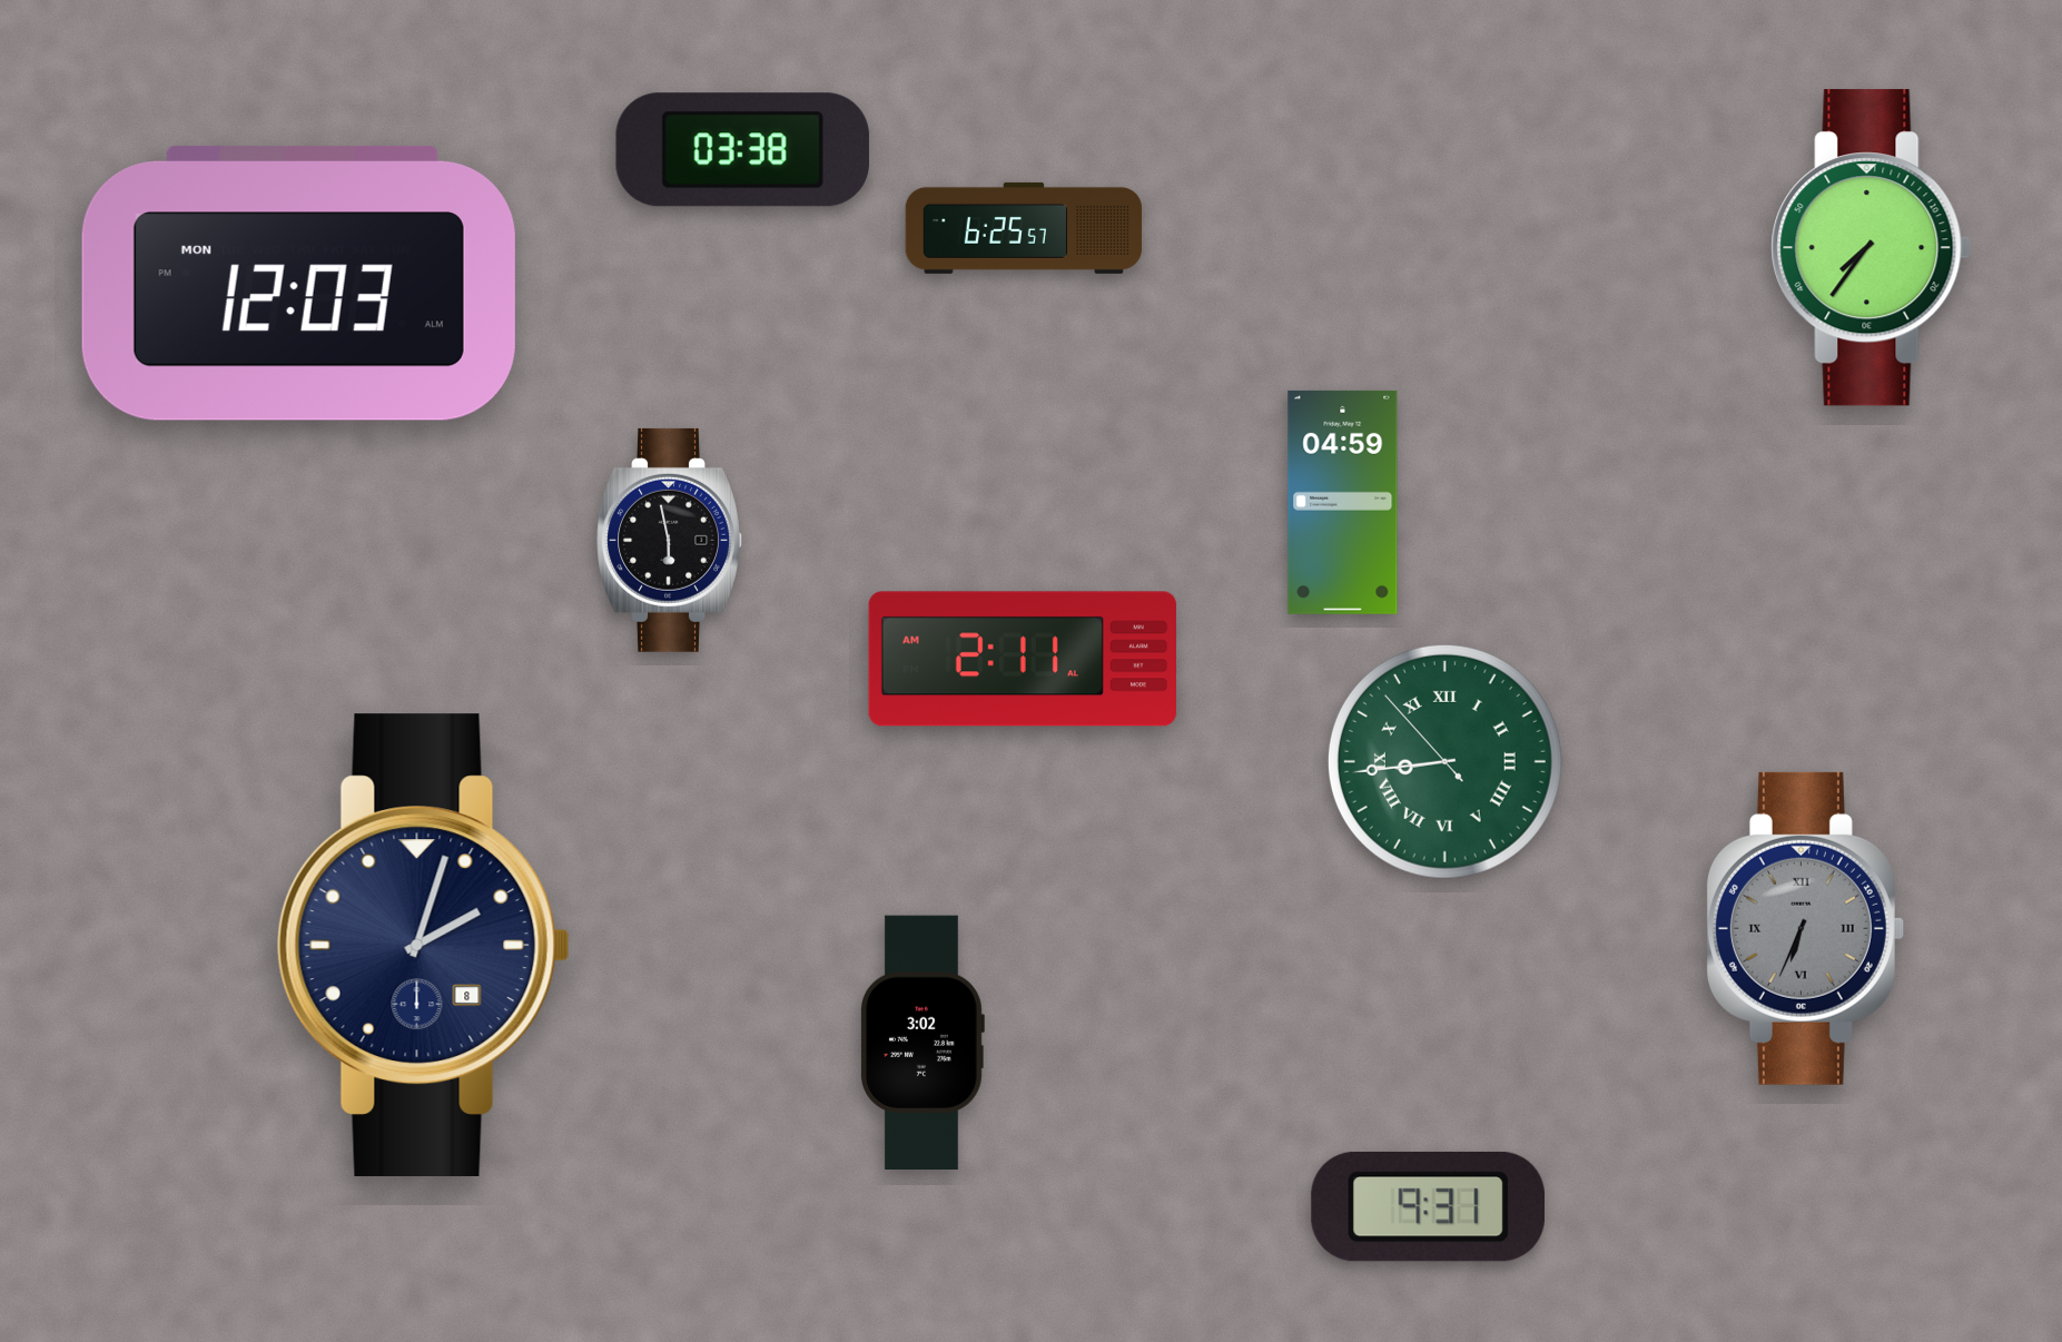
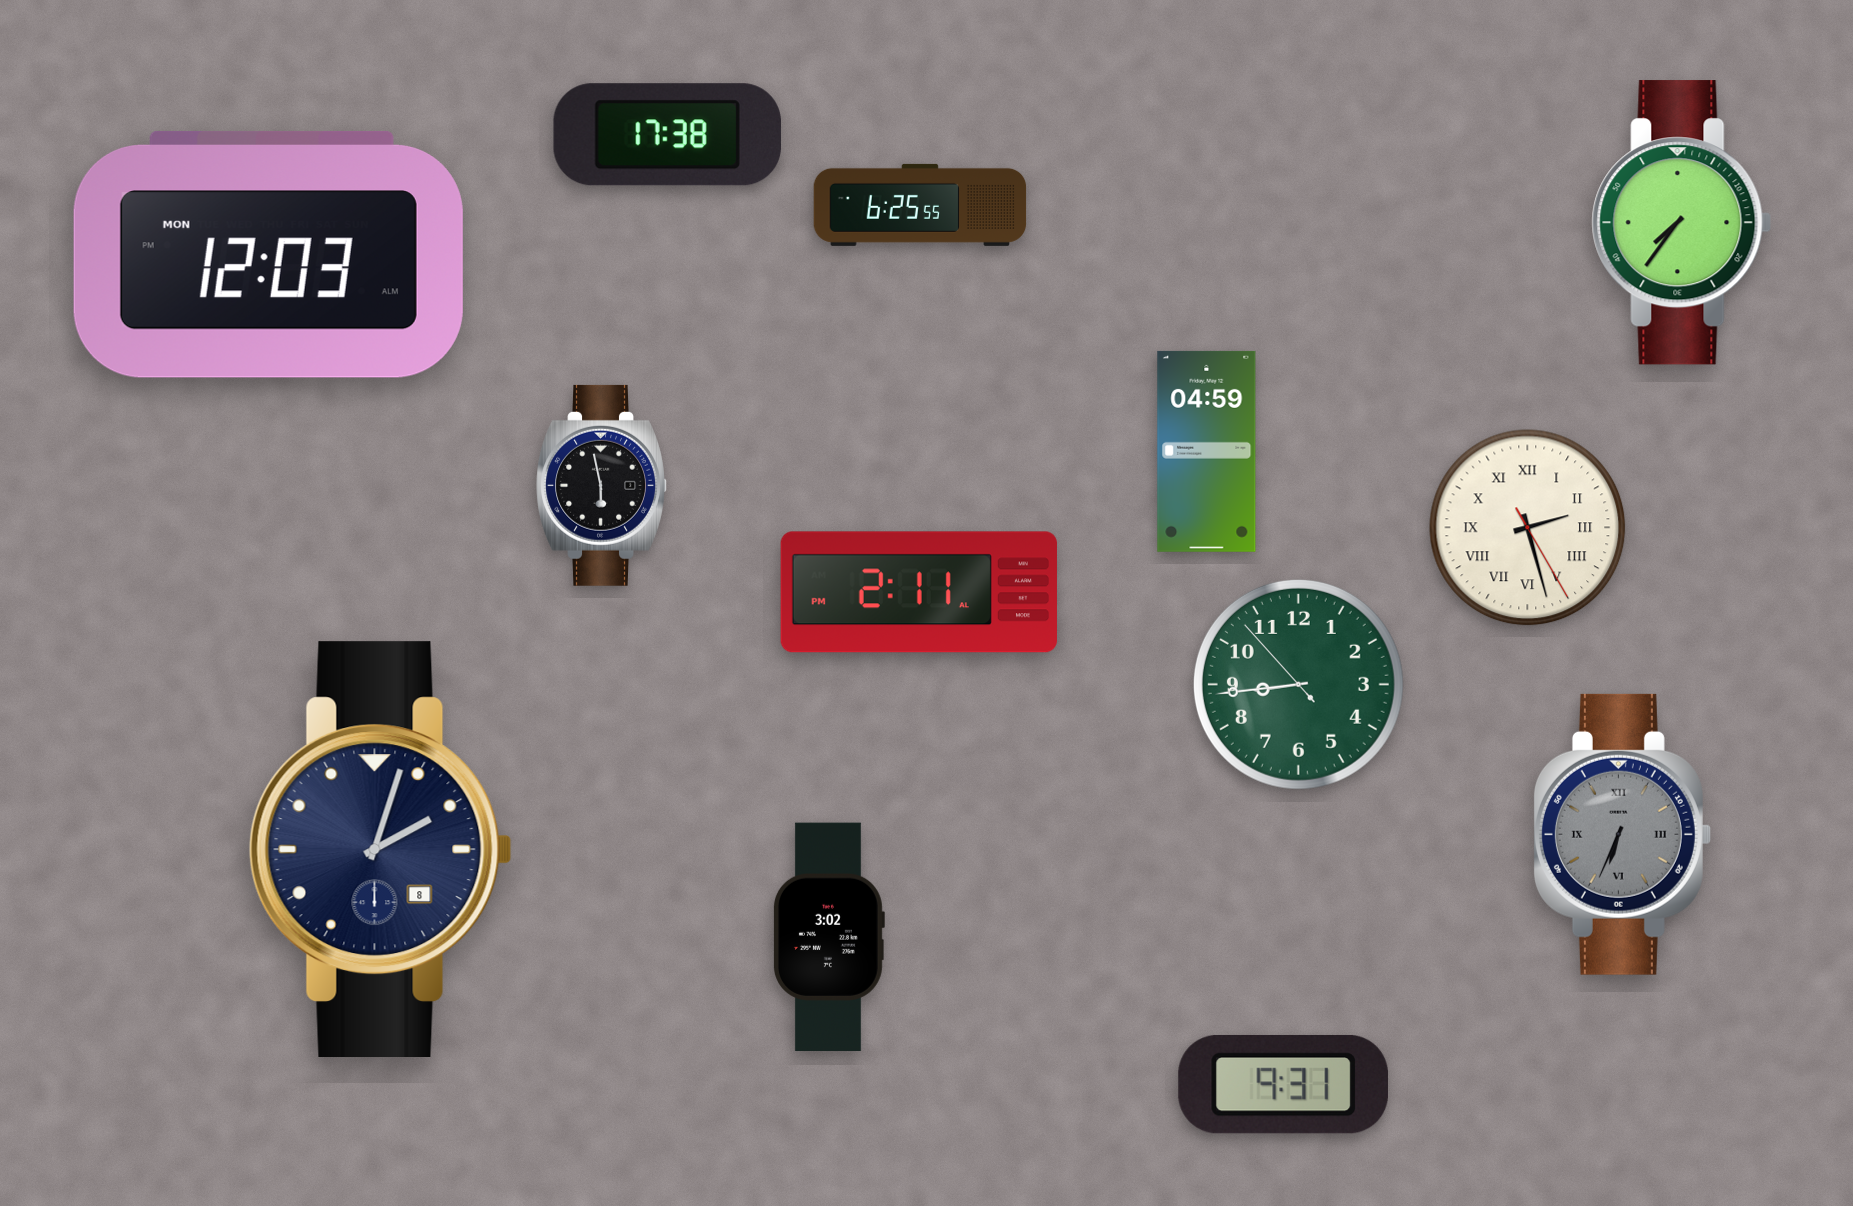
clock at (742, 150): 03:38 -> 17:38
clock at (1024, 228): 6:25:57 -> 6:25:55
clock at (1528, 528): none -> 2:27
clock at (1023, 659): 2:11 AM -> 2:11 PM
clock at (1444, 761) numerals: Roman -> Arabic
